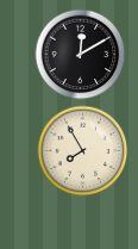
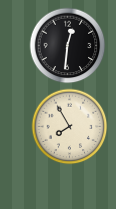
clock at (81, 55): 12:10 -> 12:31
